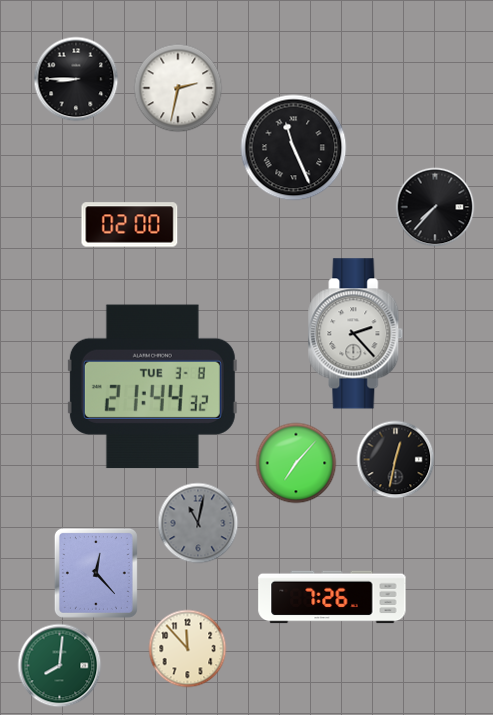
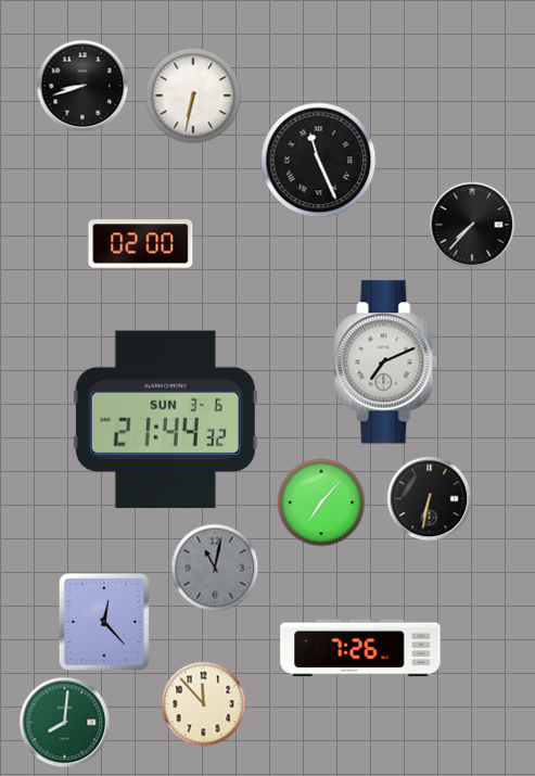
clock at (76, 79): 8:45 -> 8:42
clock at (178, 88): 2:32 -> 6:32
clock at (356, 334): 2:23 -> 7:11
clock at (152, 387) date: TUE 3-8 -> SUN 3-6
clock at (396, 460): 12:32 -> 6:32
